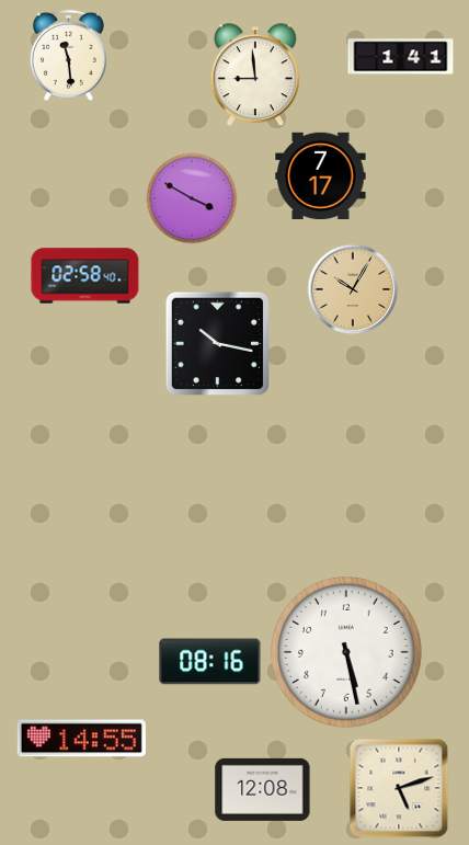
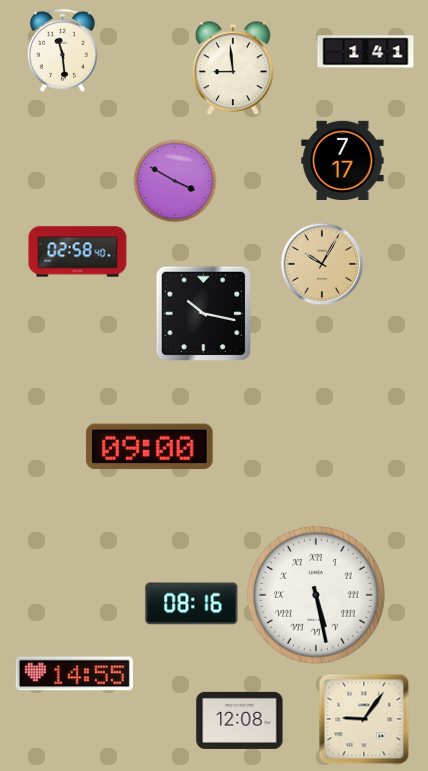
clock at (321, 175) position: (321, 175) -> (343, 160)
clock at (217, 343) position: (217, 343) -> (203, 313)
clock at (150, 447): none -> 09:00
clock at (346, 652) numerals: Arabic -> Roman
clock at (399, 788): 5:12 -> 9:06
